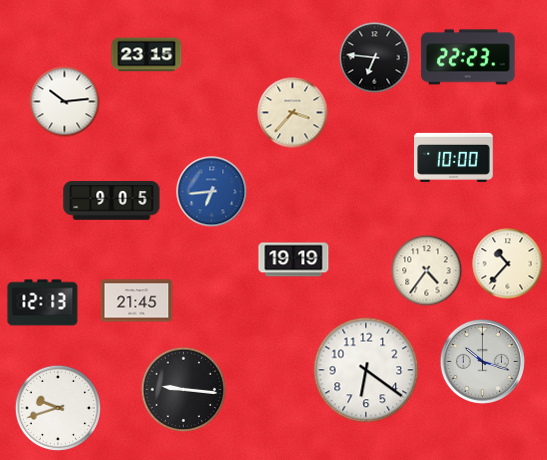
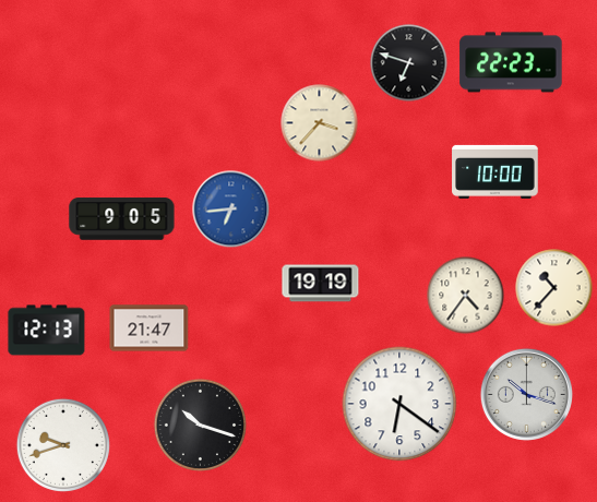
clock at (147, 55): 23:15 -> none
clock at (375, 58): 6:46 -> 6:48
clock at (65, 102): 10:14 -> none
clock at (137, 301): 21:45 -> 21:47
clock at (184, 390): 9:16 -> 10:18
